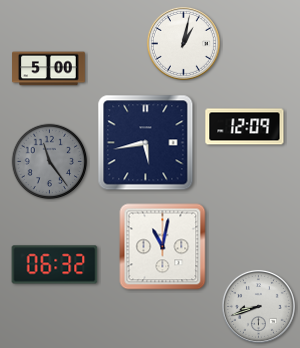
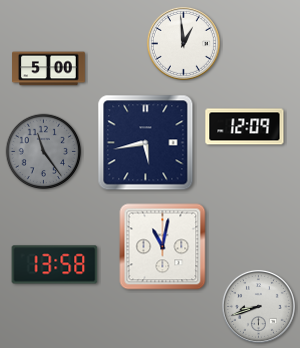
clock at (183, 43): 1:02 -> 12:59
clock at (50, 162) position: (50, 162) -> (44, 152)
clock at (55, 265): 06:32 -> 13:58
